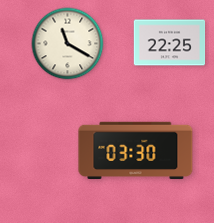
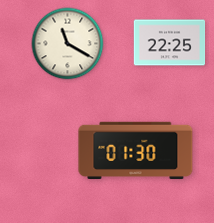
clock at (136, 151): 03:30 -> 01:30
